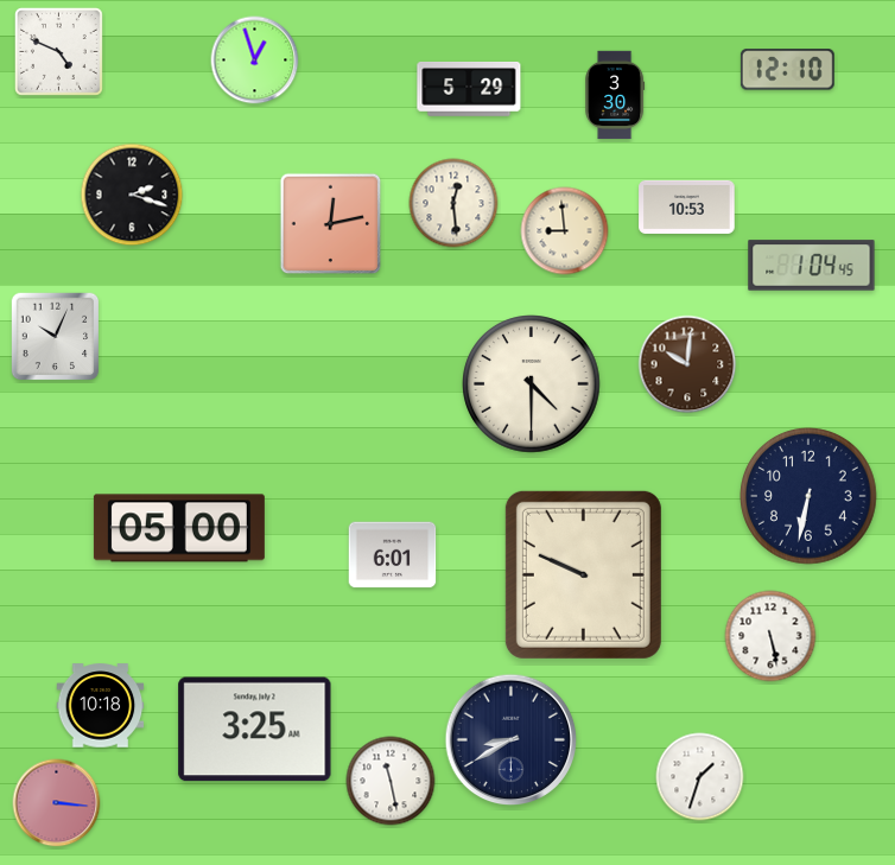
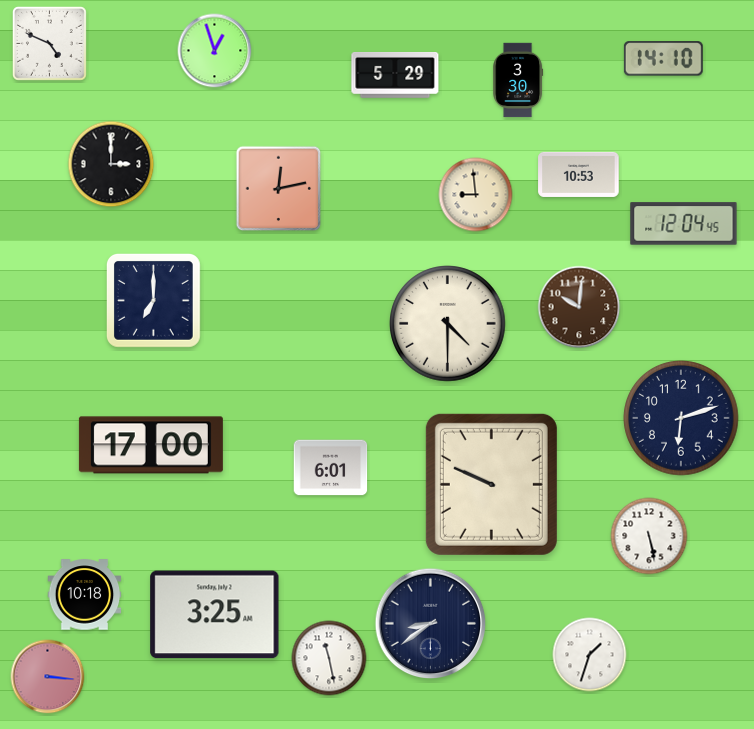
clock at (787, 70): 12:10 -> 14:10
clock at (132, 195): 2:18 -> 3:00
clock at (453, 203): 12:29 -> none
clock at (812, 266): 1:04 -> 12:04
clock at (56, 337): 10:04 -> none
clock at (153, 300): none -> 7:00
clock at (810, 497): 6:32 -> 6:12
clock at (179, 528): 05:00 -> 17:00
clock at (512, 740): 8:40 -> 8:39
